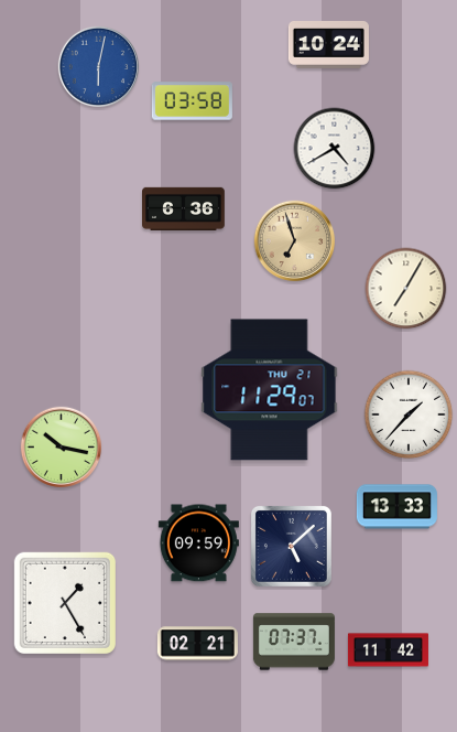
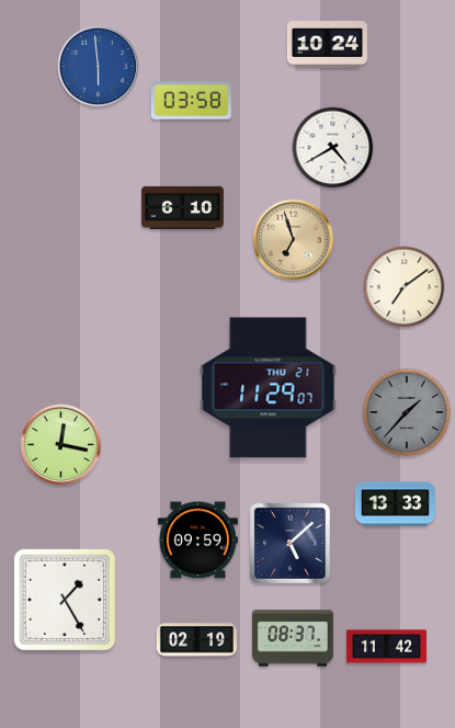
clock at (99, 67): 6:02 -> 5:59
clock at (184, 208): 6:36 -> 6:10
clock at (406, 289): 7:05 -> 7:09
clock at (409, 415) dial: white -> grey
clock at (62, 448): 10:17 -> 12:17
clock at (294, 642): 07:37 -> 08:37
clock at (197, 644): 02:21 -> 02:19
